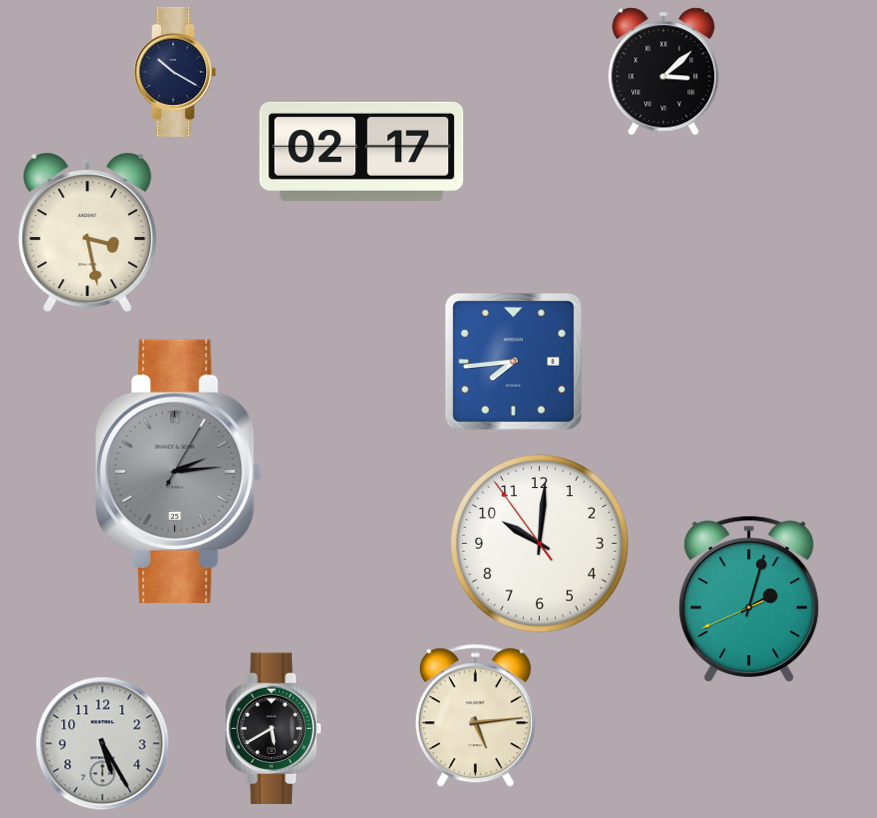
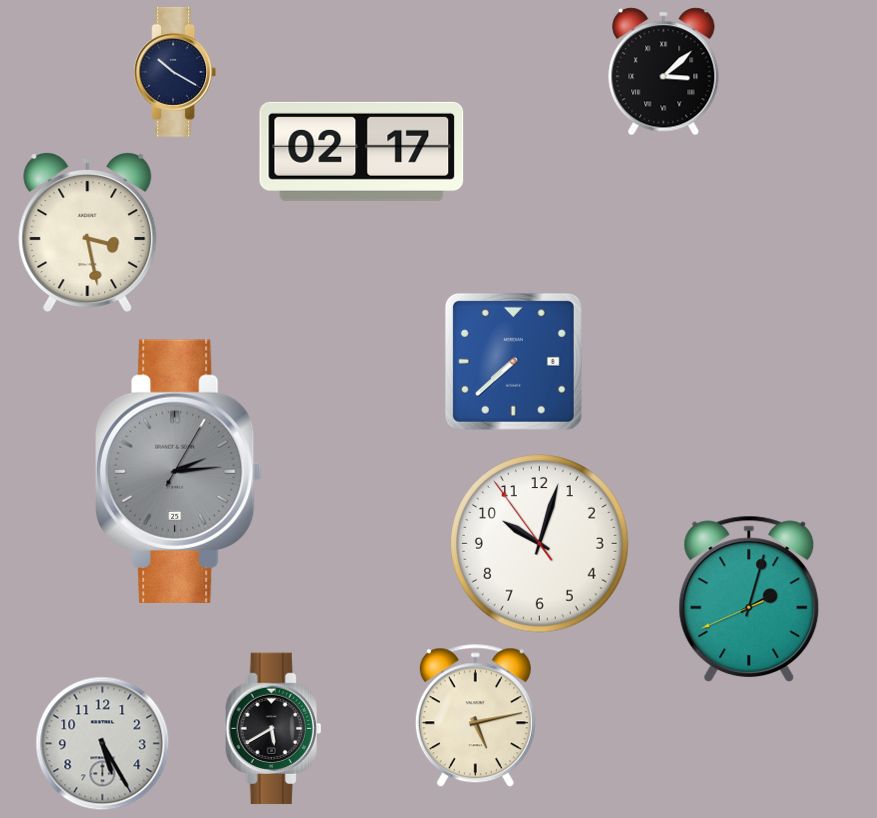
clock at (513, 361): 7:44 -> 7:38
clock at (540, 544): 10:00 -> 10:02
clock at (475, 716): 5:14 -> 5:13
